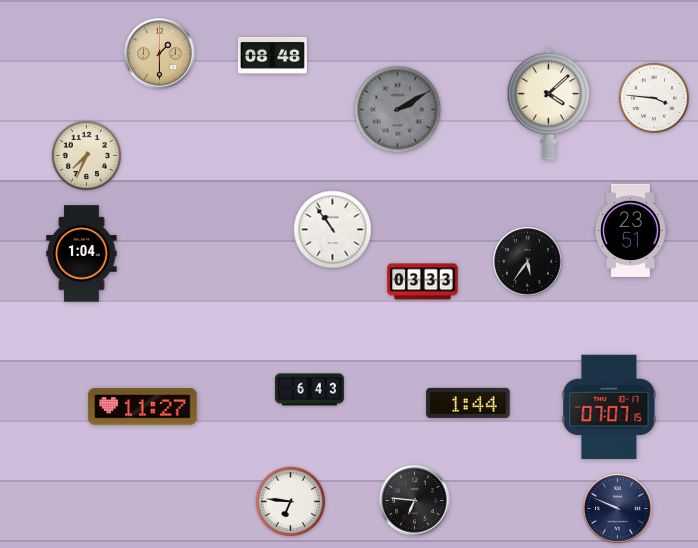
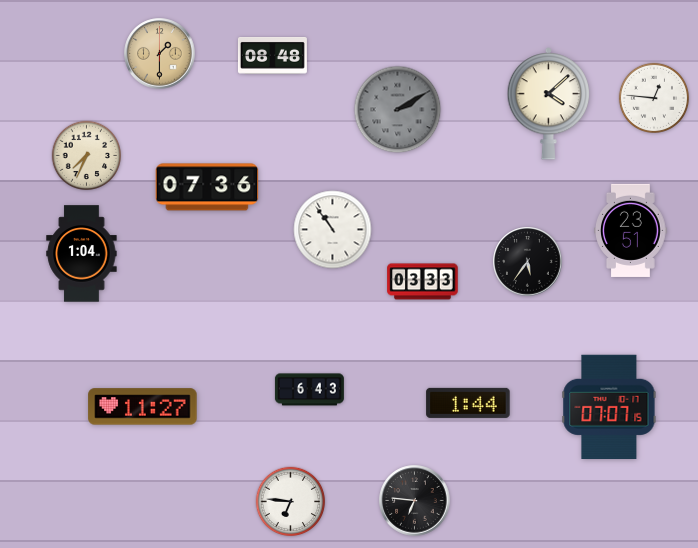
clock at (653, 97): 3:46 -> 12:46
clock at (207, 187): none -> 07:36
clock at (618, 509): 9:49 -> none
